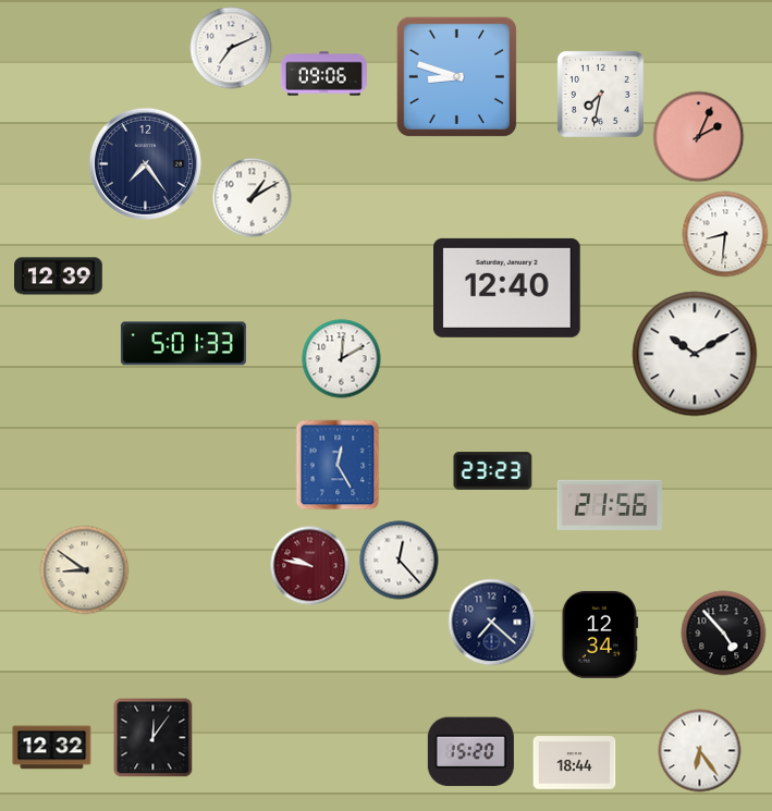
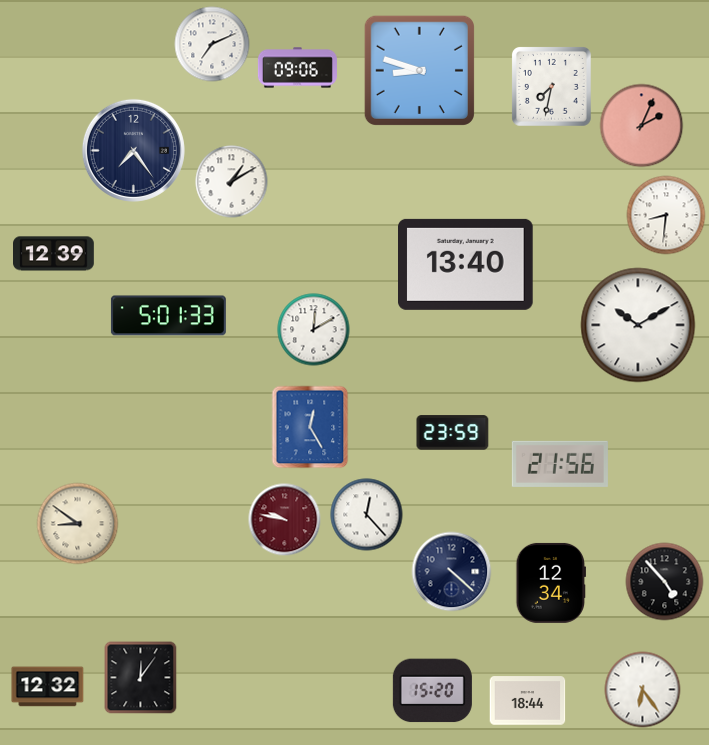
clock at (507, 287): 12:40 -> 13:40
clock at (493, 471): 23:23 -> 23:59
clock at (492, 623): 7:22 -> 4:22
